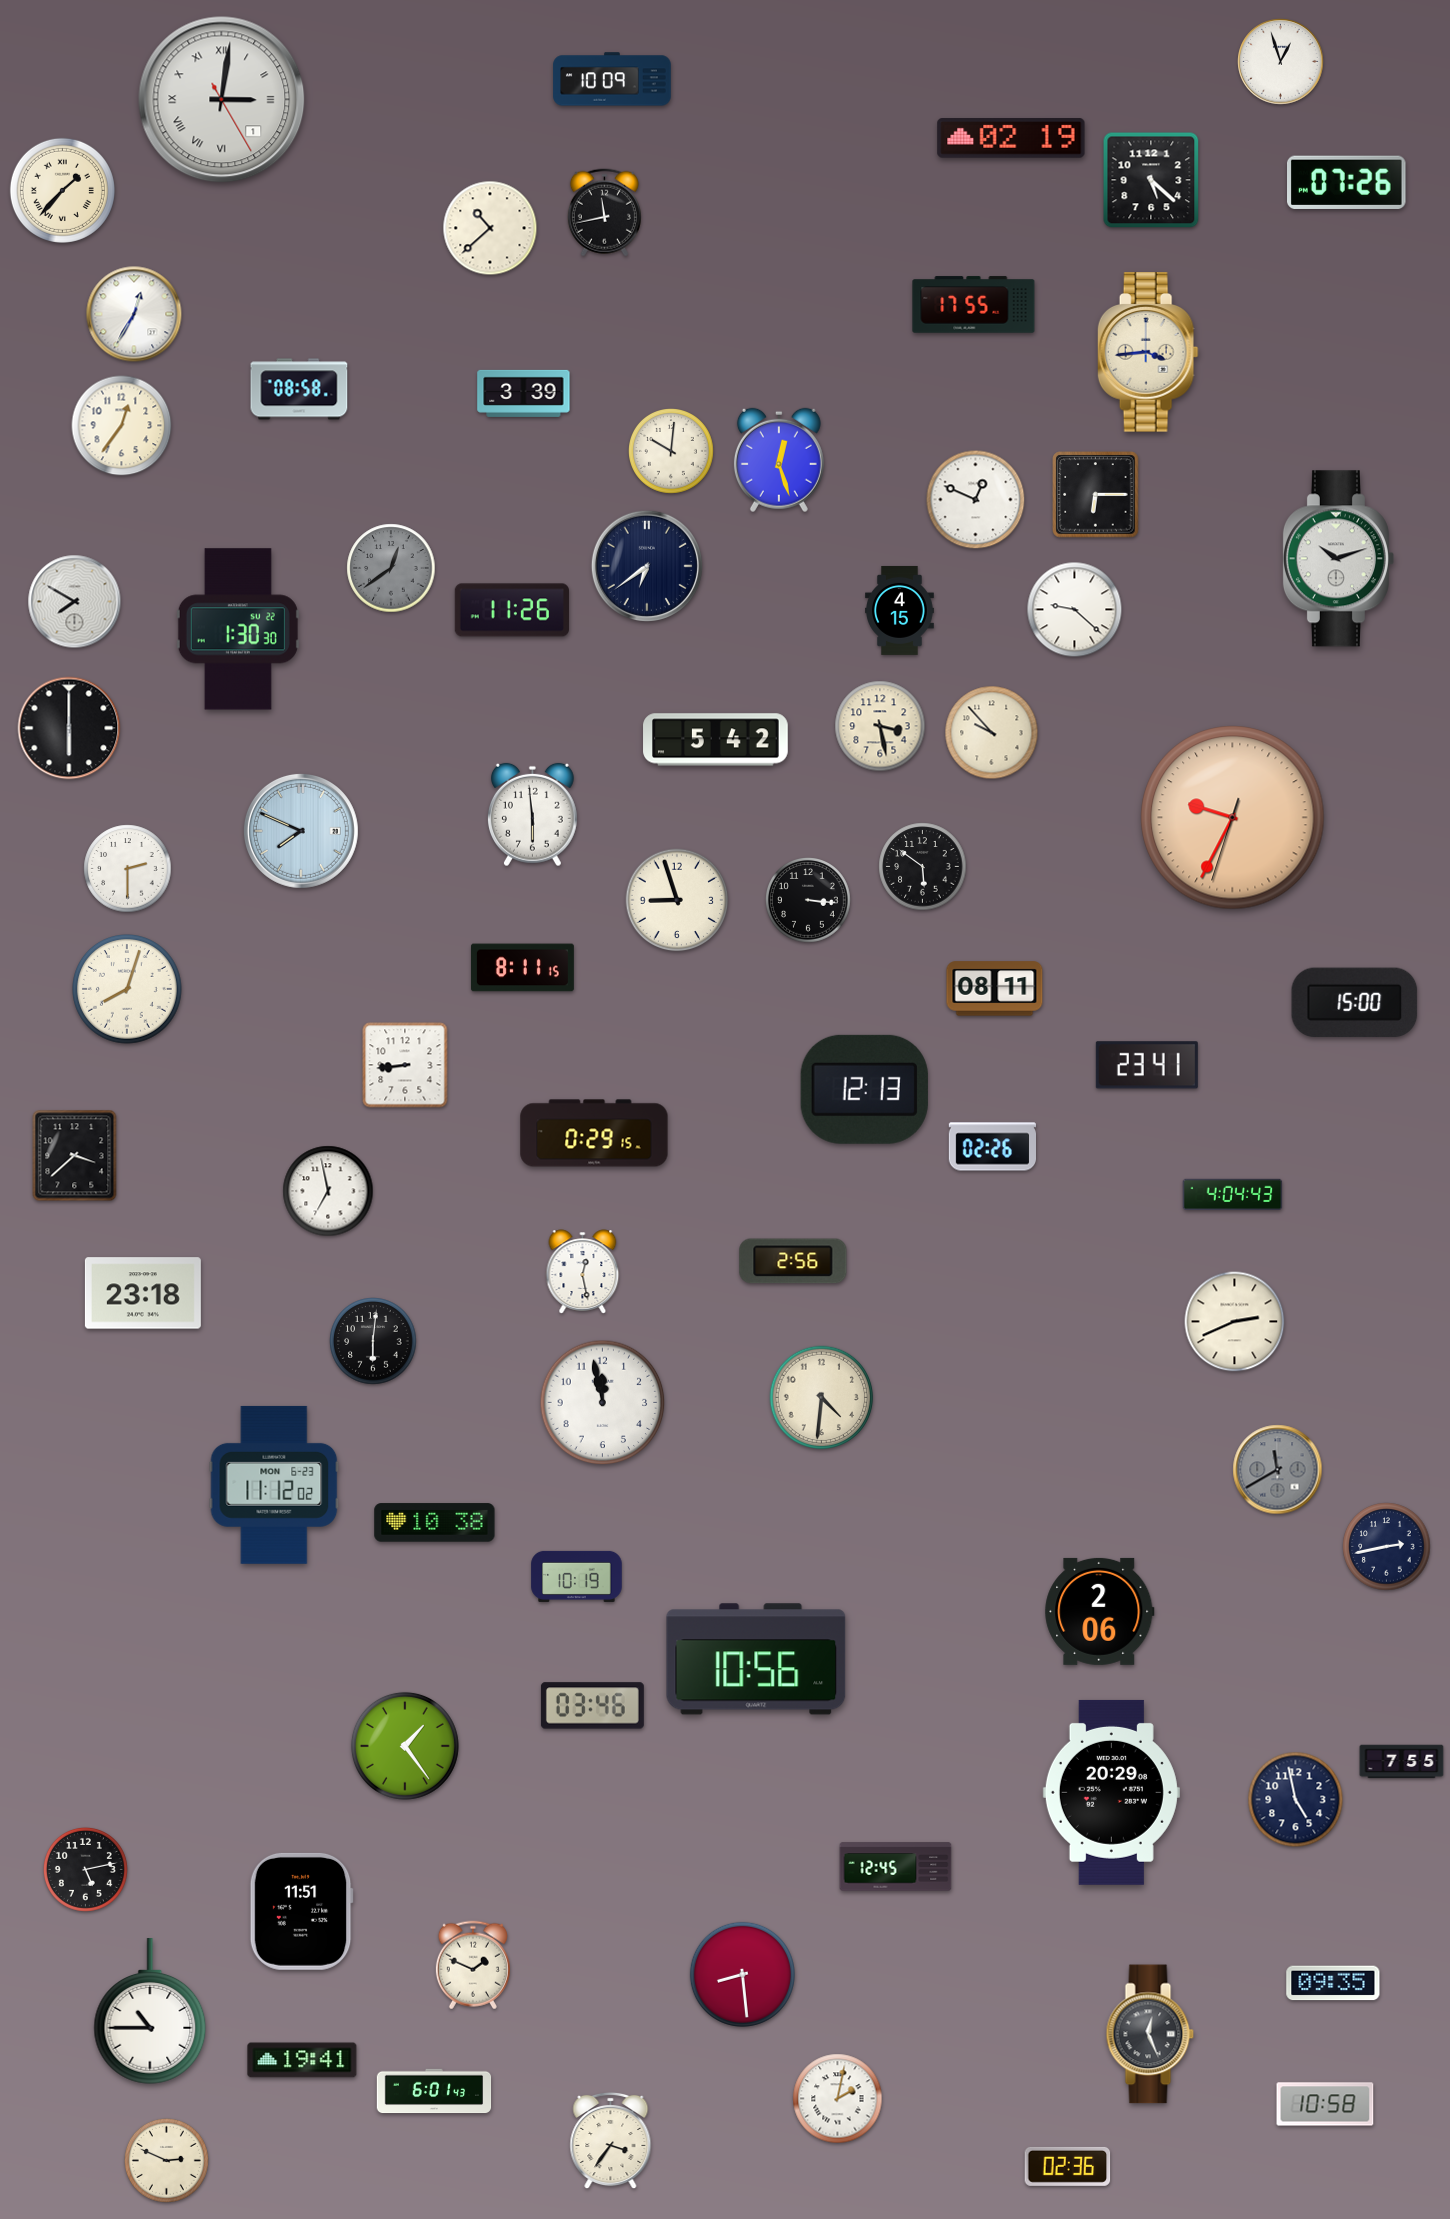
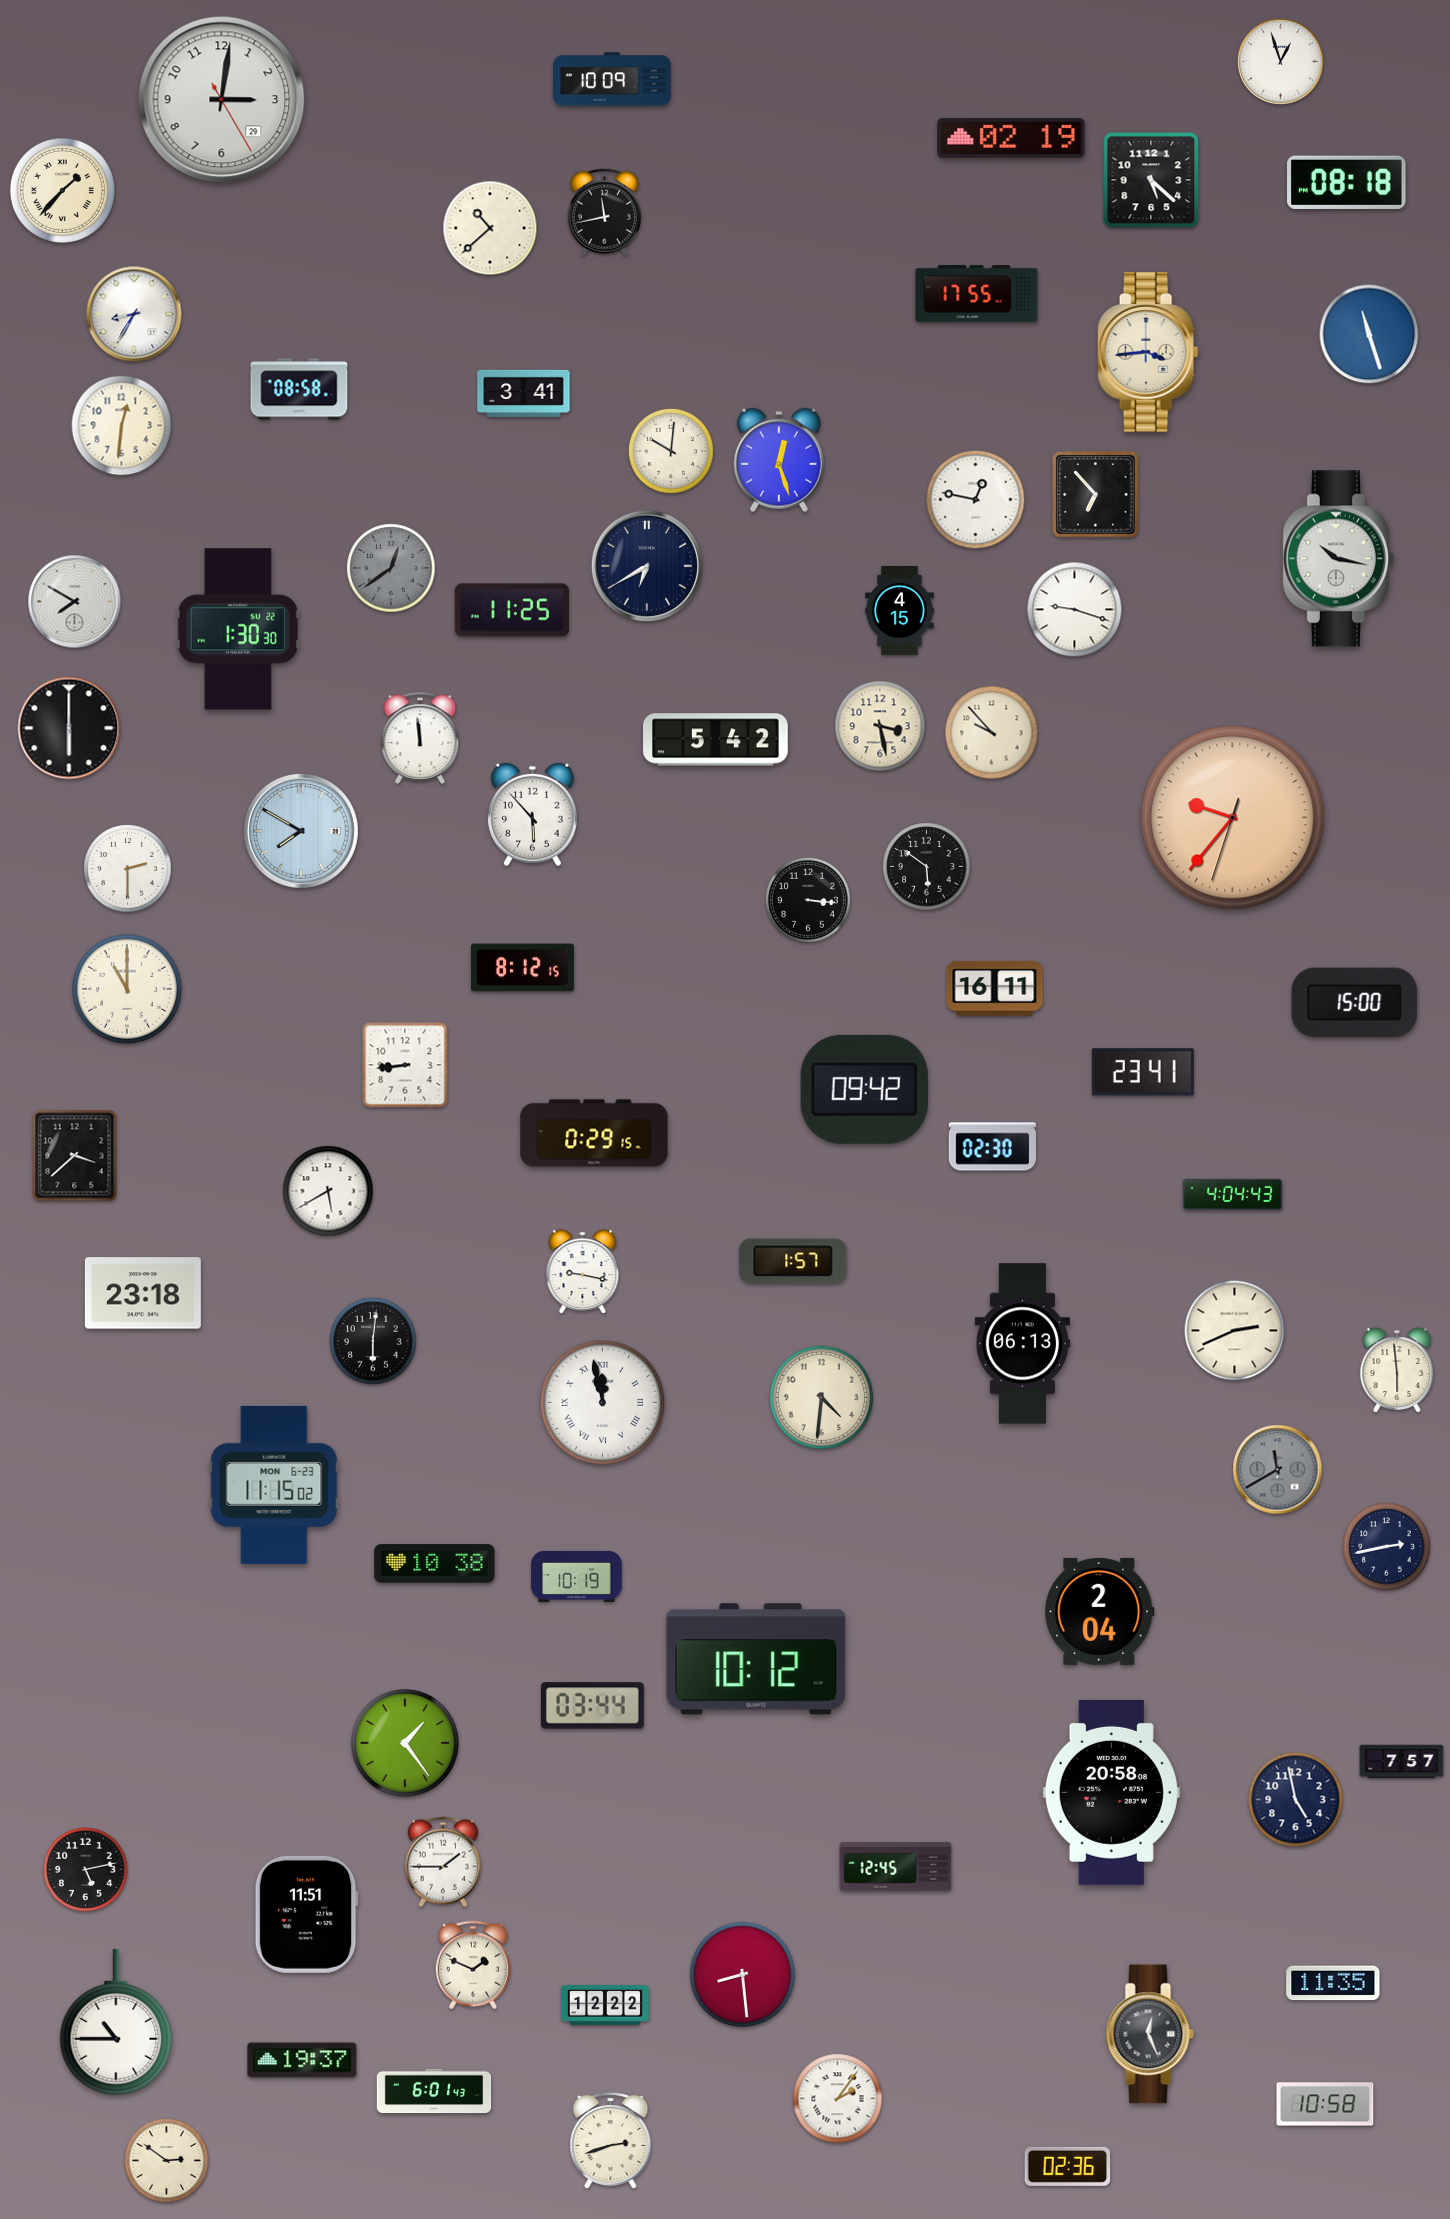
clock at (222, 100) date: 1 -> 29
clock at (222, 100) numerals: Roman -> Arabic
clock at (1347, 182): 07:26 -> 08:18
clock at (974, 305) position: (974, 305) -> (977, 294)
clock at (134, 314): 12:35 -> 8:35
clock at (1369, 334): none -> 11:27
clock at (524, 393): 3:39 -> 3:41
clock at (122, 426): 12:36 -> 12:31
clock at (1096, 495): 6:15 -> 6:53
clock at (976, 500): 12:49 -> 12:47
clock at (1338, 559): 10:12 -> 10:17
clock at (647, 566): 6:39 -> 6:40
clock at (512, 610): 11:26 -> 11:25
clock at (1075, 610): 9:22 -> 9:18
clock at (420, 738): none -> 11:59
clock at (532, 815): 5:59 -> 5:53
clock at (1233, 818): 9:34 -> 9:36
clock at (301, 831): 7:49 -> 7:50
clock at (923, 867) position: (923, 867) -> (927, 867)
clock at (677, 900): 8:57 -> none
clock at (522, 968): 8:11 -> 8:12
clock at (995, 989): 08:11 -> 16:11
clock at (128, 990): 8:03 -> 11:00
clock at (1147, 1065) position: (1147, 1065) -> (1143, 1072)
clock at (864, 1089): 12:13 -> 09:42
clock at (992, 1147): 02:26 -> 02:30
clock at (328, 1191): 6:58 -> 5:40
clock at (793, 1261): 2:56 -> 1:57
clock at (583, 1272): 12:28 -> 9:17
clock at (1235, 1322) position: (1235, 1322) -> (1235, 1331)
clock at (1022, 1344): none -> 06:13
clock at (1397, 1370): none -> 5:59
clock at (603, 1403) numerals: Arabic -> Roman
clock at (274, 1485): 11:12 -> 11:15
clock at (435, 1523) position: (435, 1523) -> (435, 1564)
clock at (1100, 1611): 2:06 -> 2:04
clock at (756, 1659): 10:56 -> 10:12
clock at (592, 1706): 03:46 -> 03:44
clock at (405, 1746) position: (405, 1746) -> (405, 1743)
clock at (1402, 1762): 7:55 -> 7:57
clock at (1111, 1792): 20:29 -> 20:58
clock at (442, 1862): none -> 1:45
clock at (301, 1911) position: (301, 1911) -> (306, 1914)
clock at (1333, 1983): 09:35 -> 11:35
clock at (605, 2006): none -> 12:22
clock at (150, 2011) position: (150, 2011) -> (116, 2022)
clock at (302, 2060): 19:41 -> 19:37
clock at (838, 2099): 2:02 -> 2:06
clock at (611, 2141): 3:36 -> 2:42
clock at (166, 2160): 2:49 -> 2:51
